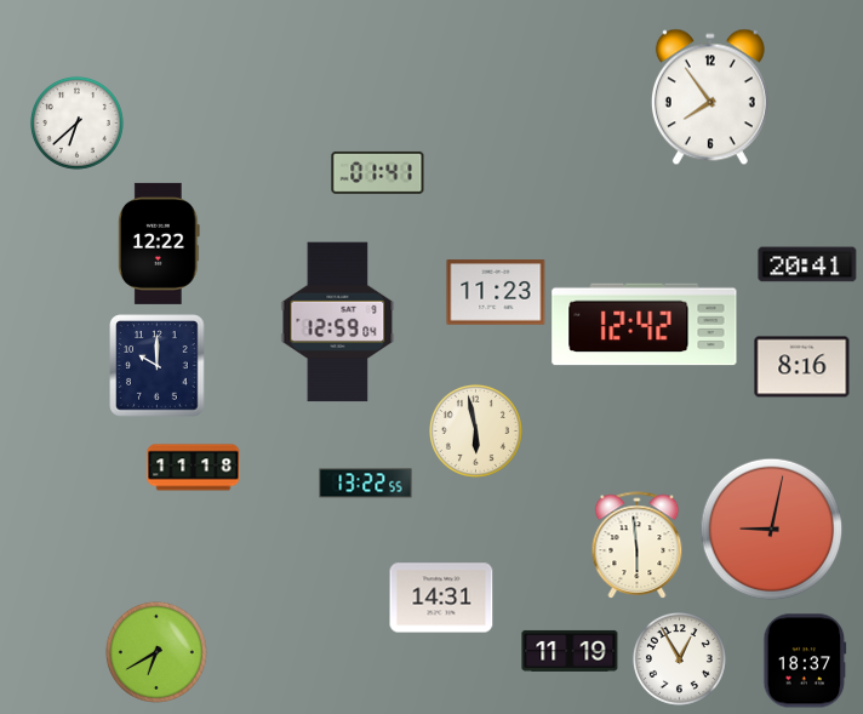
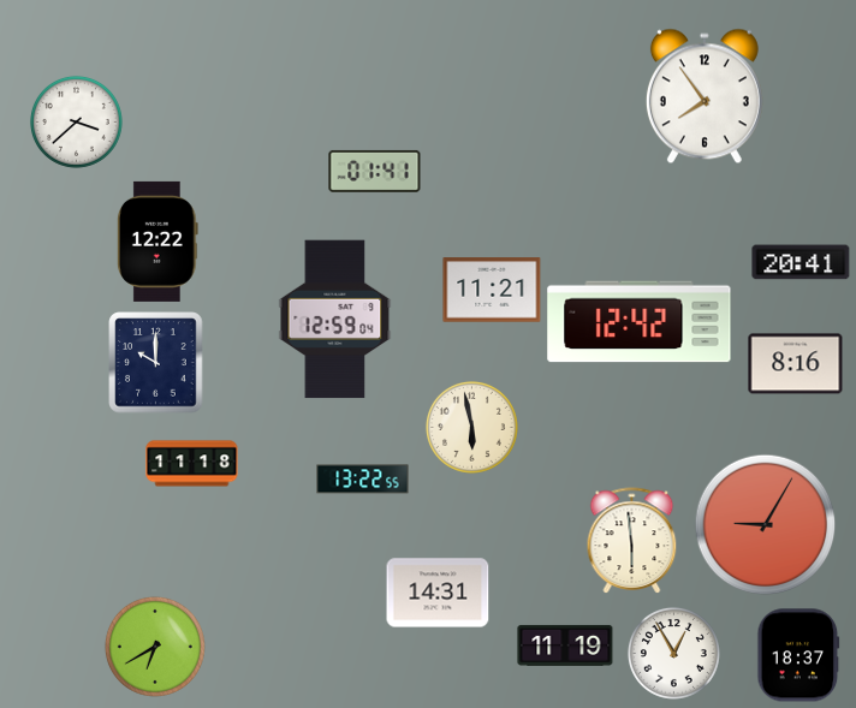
clock at (76, 122): 6:38 -> 3:38
clock at (496, 292): 11:23 -> 11:21
clock at (772, 530): 9:02 -> 9:05
